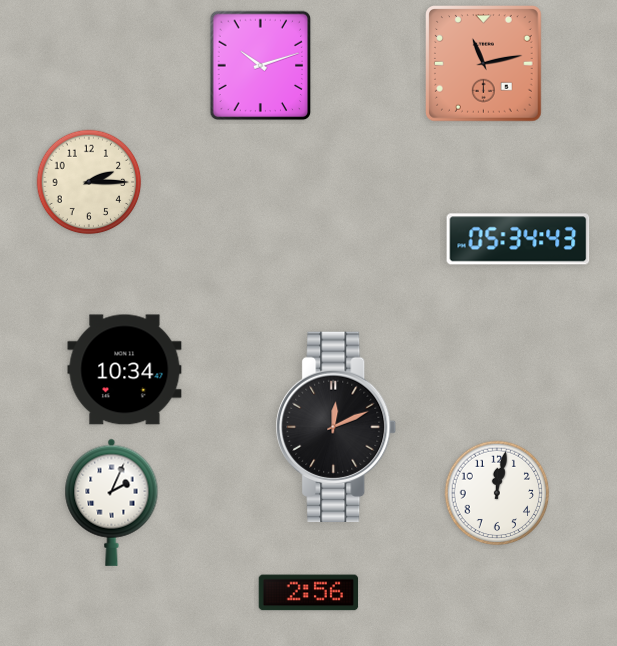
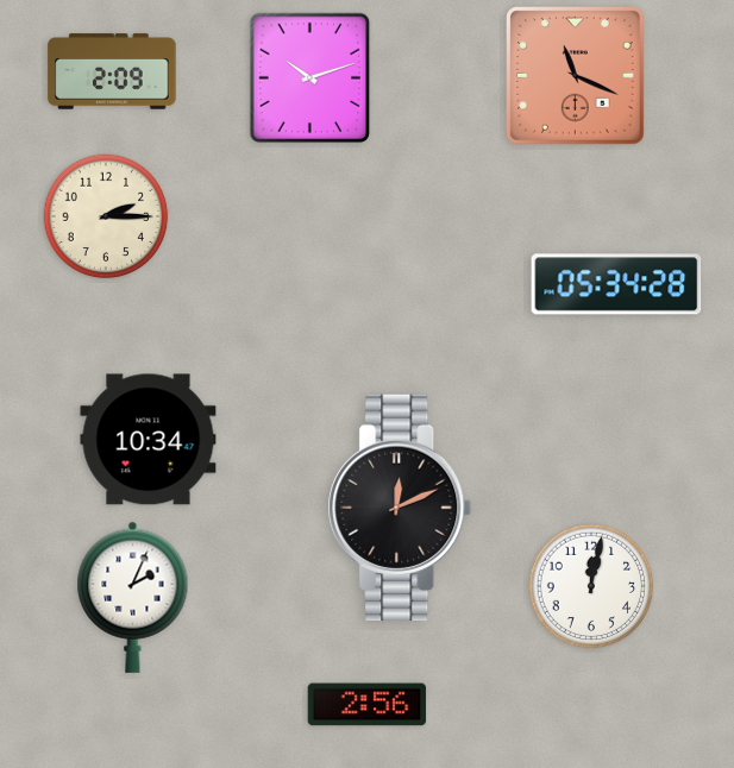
clock at (112, 71): none -> 2:09
clock at (484, 64): 11:13 -> 11:19
clock at (518, 239): 05:34:43 -> 05:34:28
